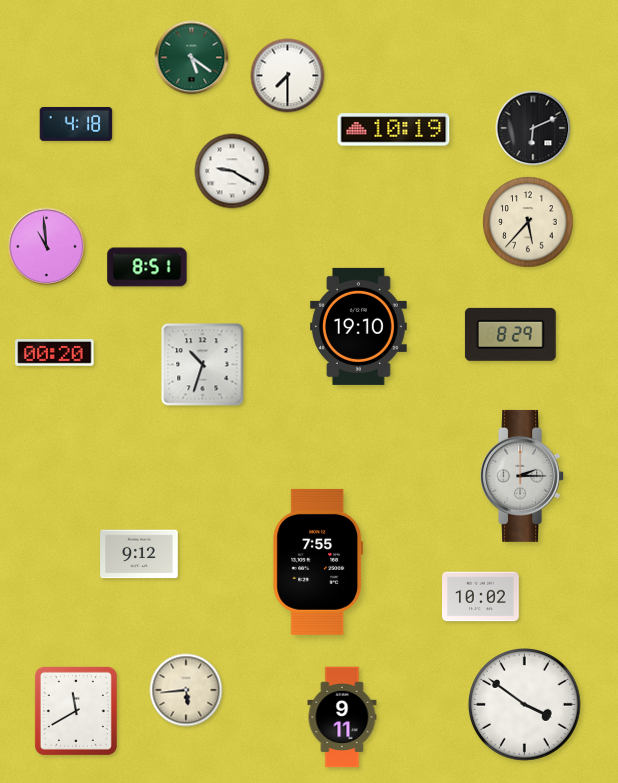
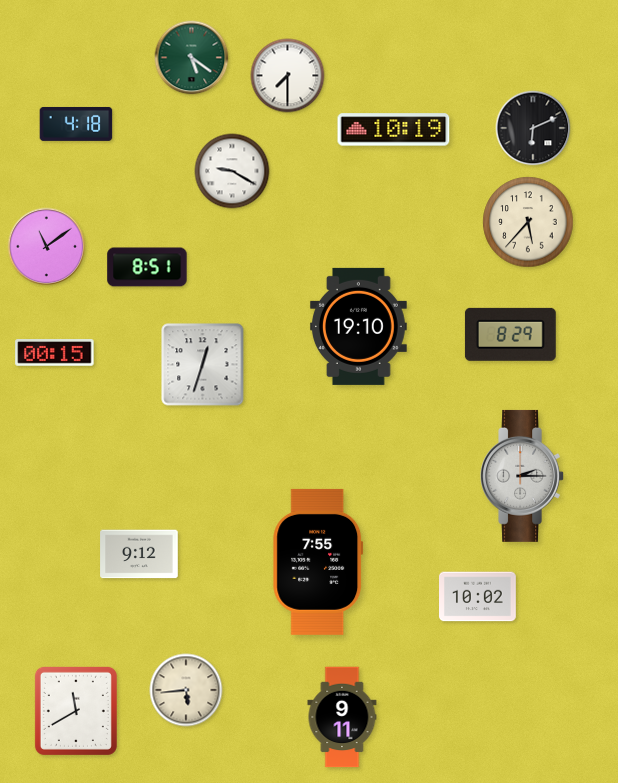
clock at (47, 247): 10:59 -> 11:09
clock at (55, 353): 00:20 -> 00:15
clock at (203, 365): 10:33 -> 12:33
clock at (481, 597) position: (481, 597) -> (478, 597)
clock at (525, 705): 3:51 -> none
